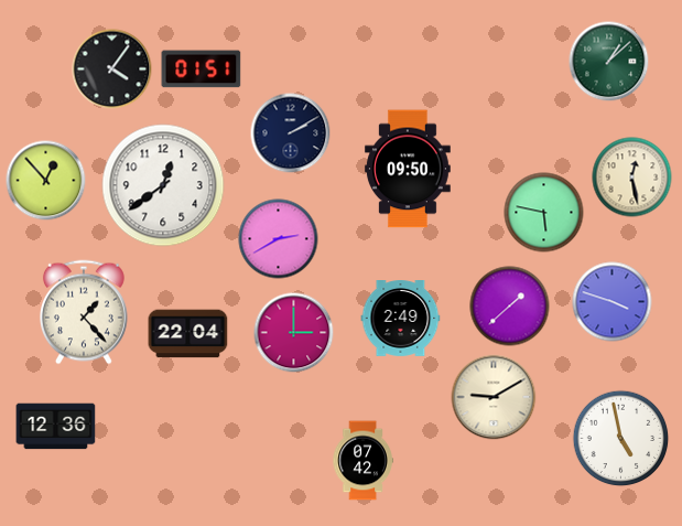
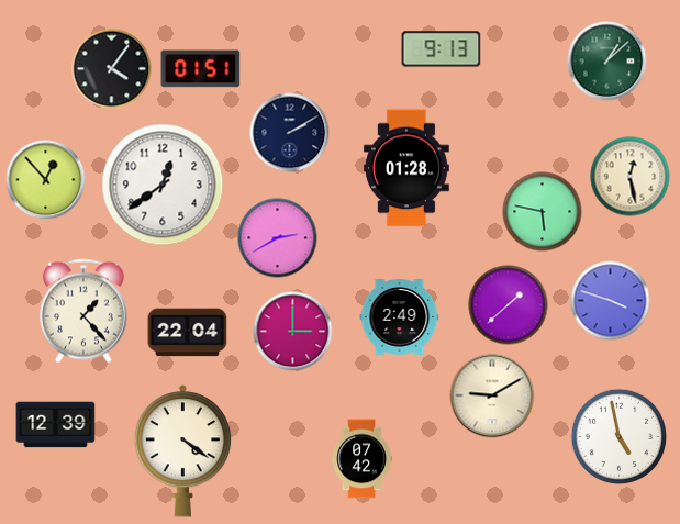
clock at (442, 49): none -> 9:13
clock at (408, 169): 09:50 -> 01:28
clock at (56, 427): 12:36 -> 12:39
clock at (183, 450): none -> 4:21
